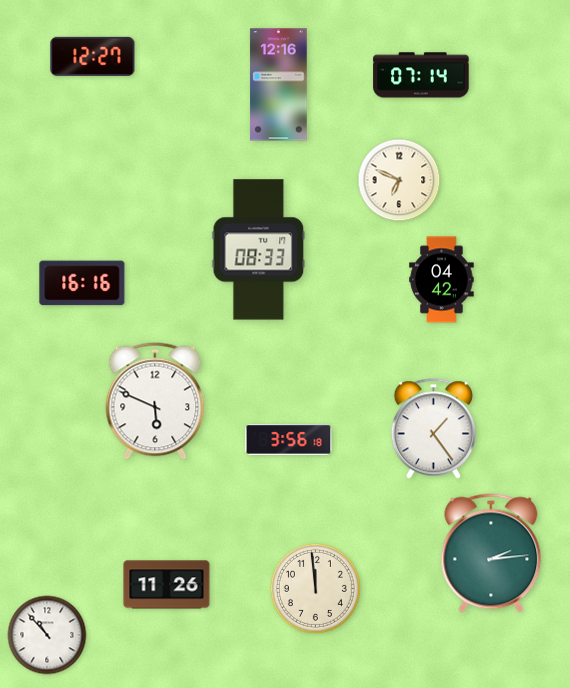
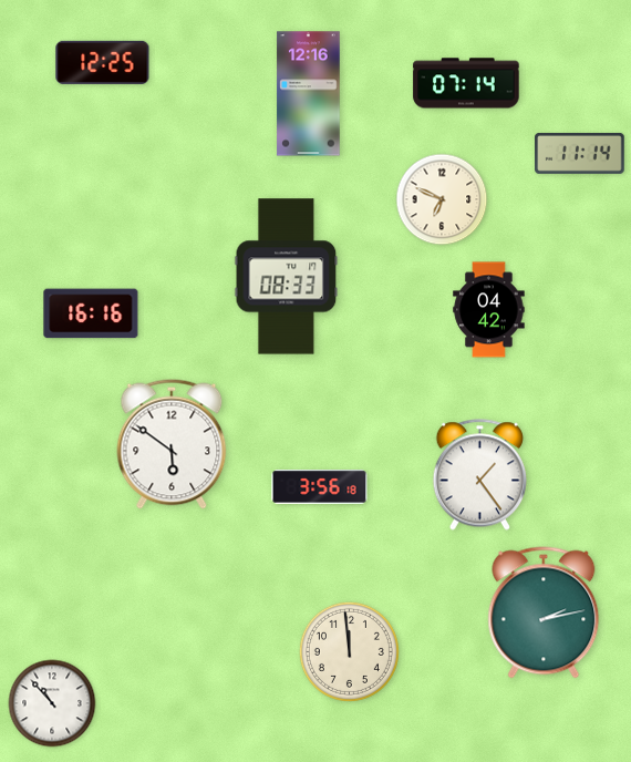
clock at (93, 56): 12:27 -> 12:25
clock at (580, 153): none -> 11:14
clock at (155, 401): 5:49 -> 5:51
clock at (491, 553): 2:14 -> 2:13
clock at (167, 585): 11:26 -> none
